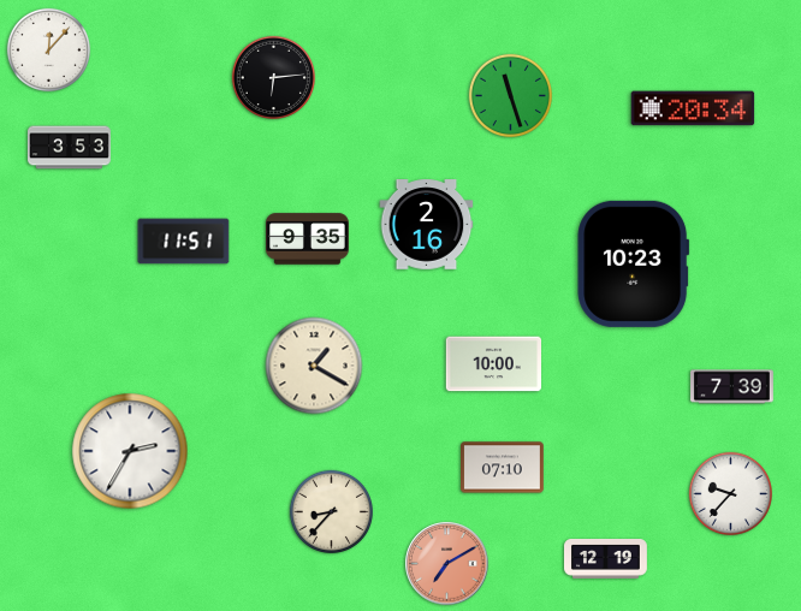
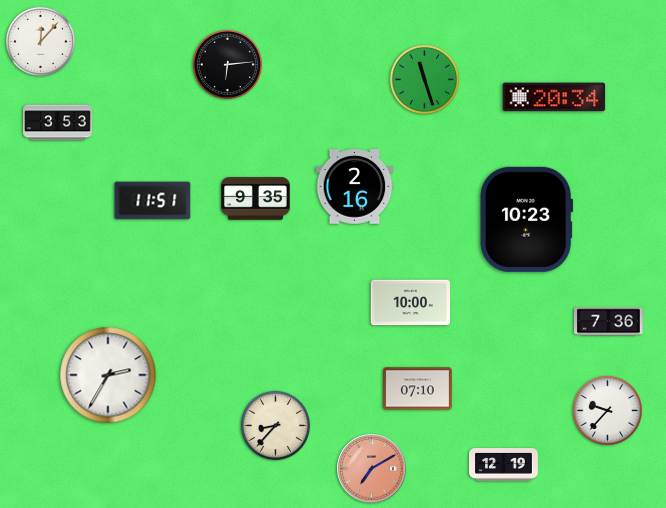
clock at (693, 108) position: (693, 108) -> (554, 97)
clock at (314, 366): 1:20 -> none
clock at (732, 387): 7:39 -> 7:36
